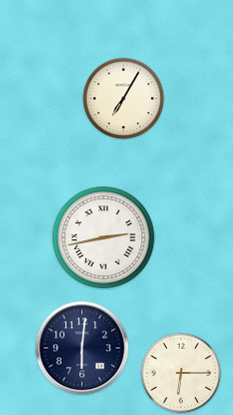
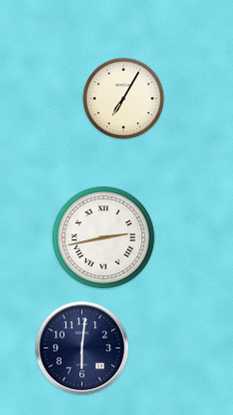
clock at (181, 373): 6:15 -> none
